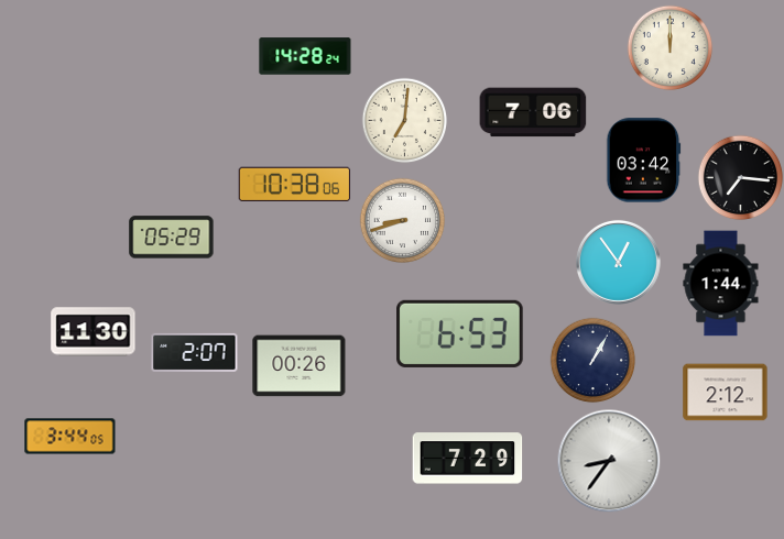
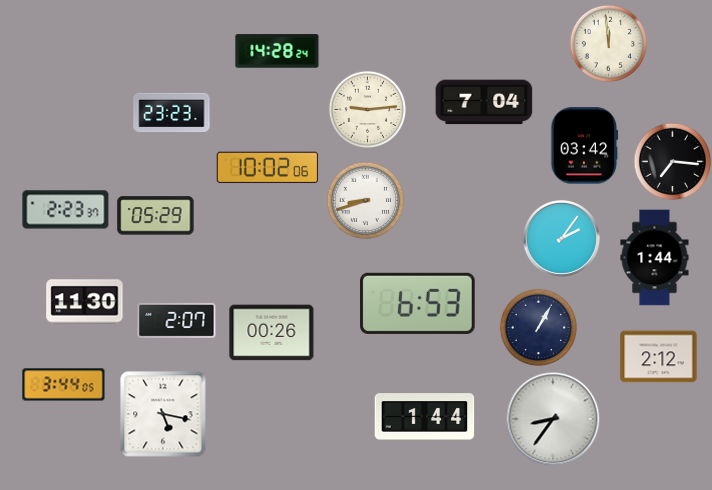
clock at (669, 47): 12:00 -> 11:59
clock at (533, 112): 7:06 -> 7:04
clock at (404, 120): 7:01 -> 9:14
clock at (172, 113): none -> 23:23
clock at (295, 185): 10:38 -> 10:02
clock at (66, 210): none -> 2:23
clock at (618, 262): 12:54 -> 2:06
clock at (70, 437) position: (70, 437) -> (64, 385)
clock at (163, 414): none -> 5:17
clock at (468, 459): 7:29 -> 1:44
